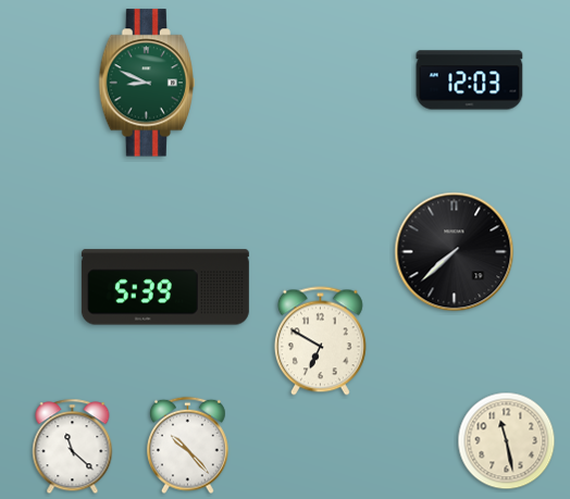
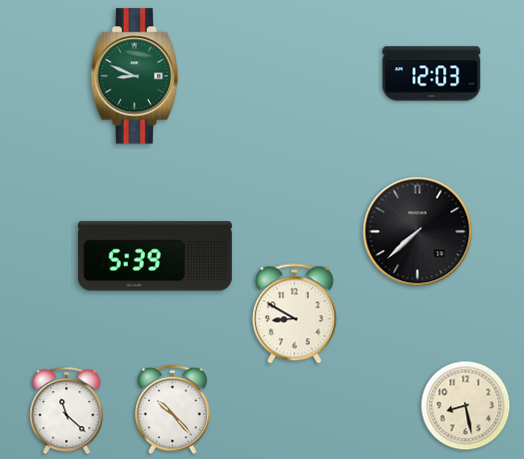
clock at (165, 287) position: (165, 287) -> (155, 256)
clock at (320, 341): 6:50 -> 8:50
clock at (507, 441): 11:28 -> 8:28
